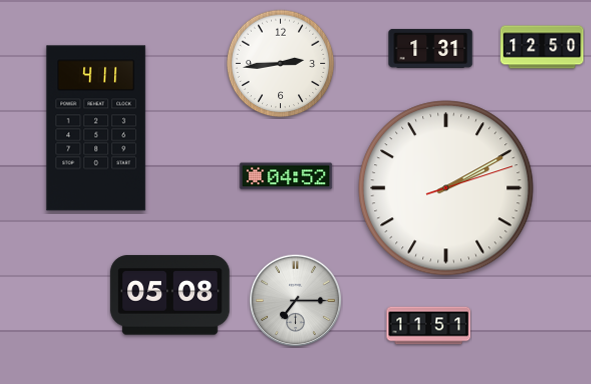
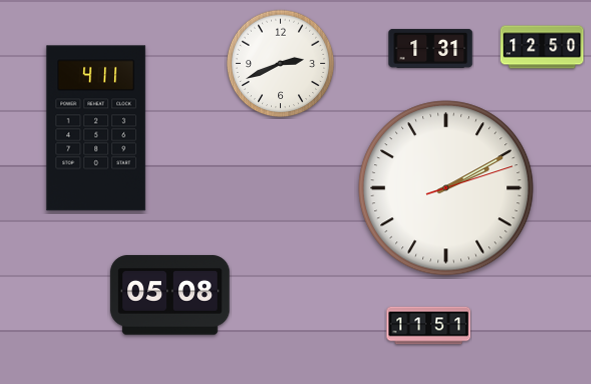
clock at (281, 64): 2:44 -> 2:41
clock at (286, 176): 04:52 -> none
clock at (295, 300): 7:15 -> none
